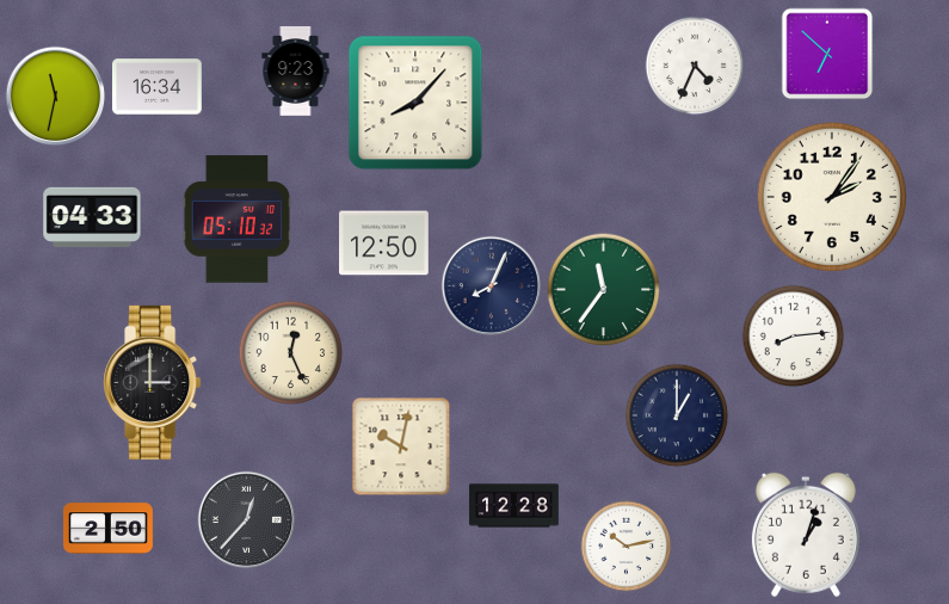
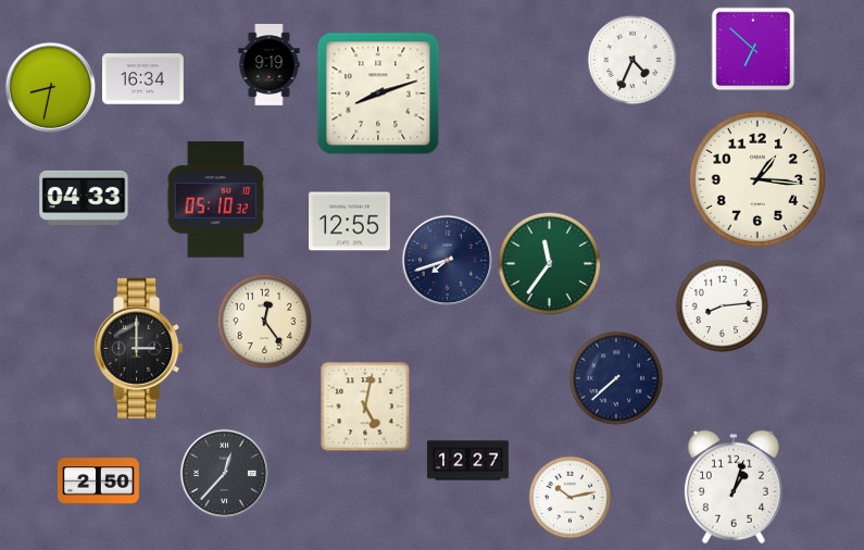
clock at (296, 72): 9:23 -> 9:19
clock at (56, 97): 11:32 -> 8:32
clock at (415, 103): 8:07 -> 8:12
clock at (832, 197): 2:06 -> 1:16
clock at (384, 244): 12:50 -> 12:55
clock at (492, 286): 8:04 -> 7:42
clock at (291, 353): 12:26 -> 12:24
clock at (677, 415): 1:00 -> 7:38
clock at (401, 446): 10:02 -> 5:02
clock at (514, 506): 12:28 -> 12:27
